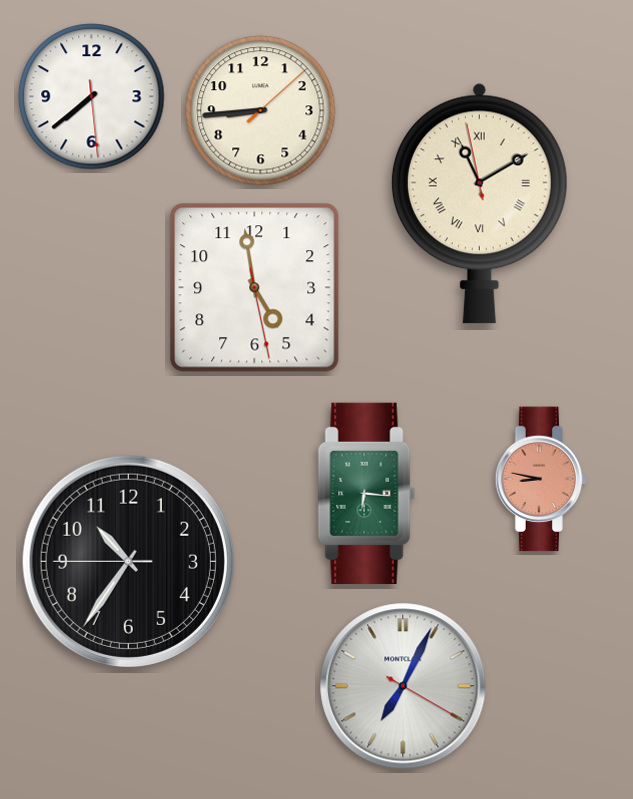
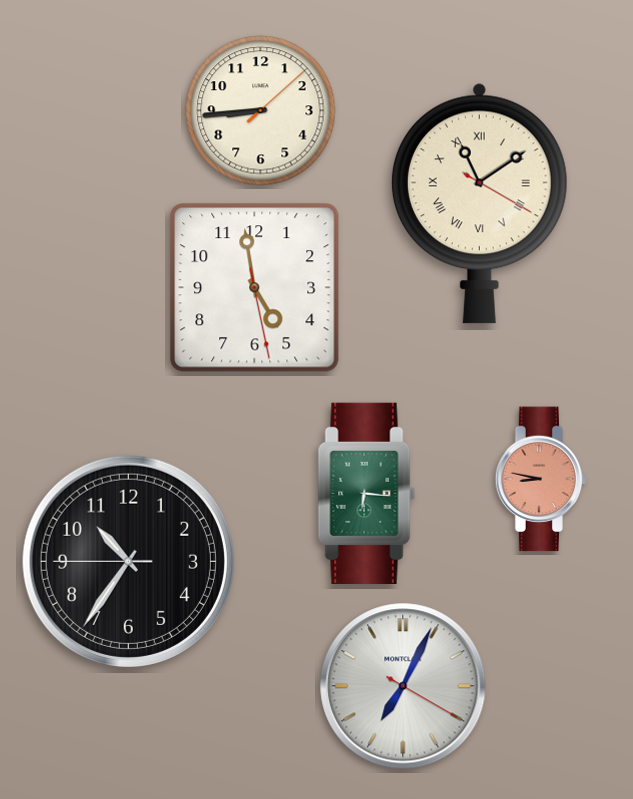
clock at (92, 97): 7:38 -> none
clock at (479, 203): 11:09:58 -> 11:09:20
